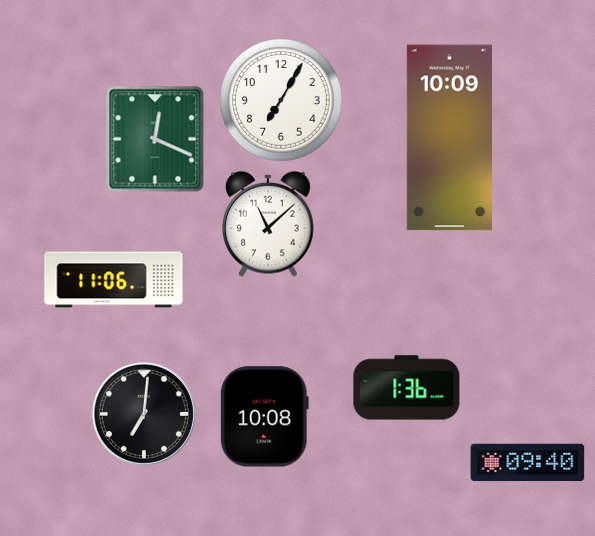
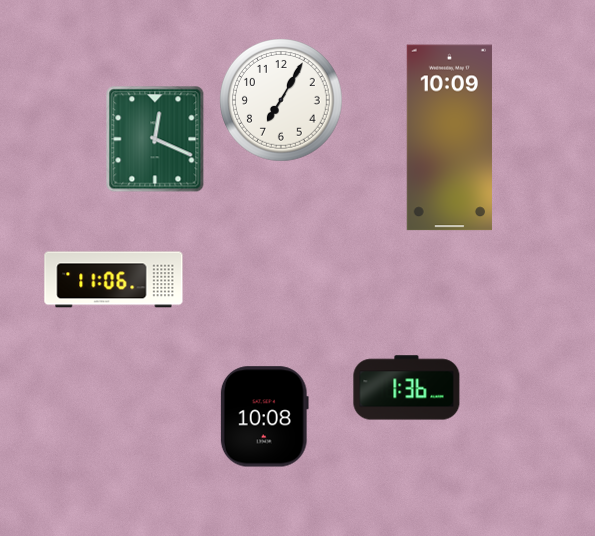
clock at (269, 224): 11:08 -> none
clock at (144, 414): 7:01 -> none
clock at (528, 463): 09:40 -> none
